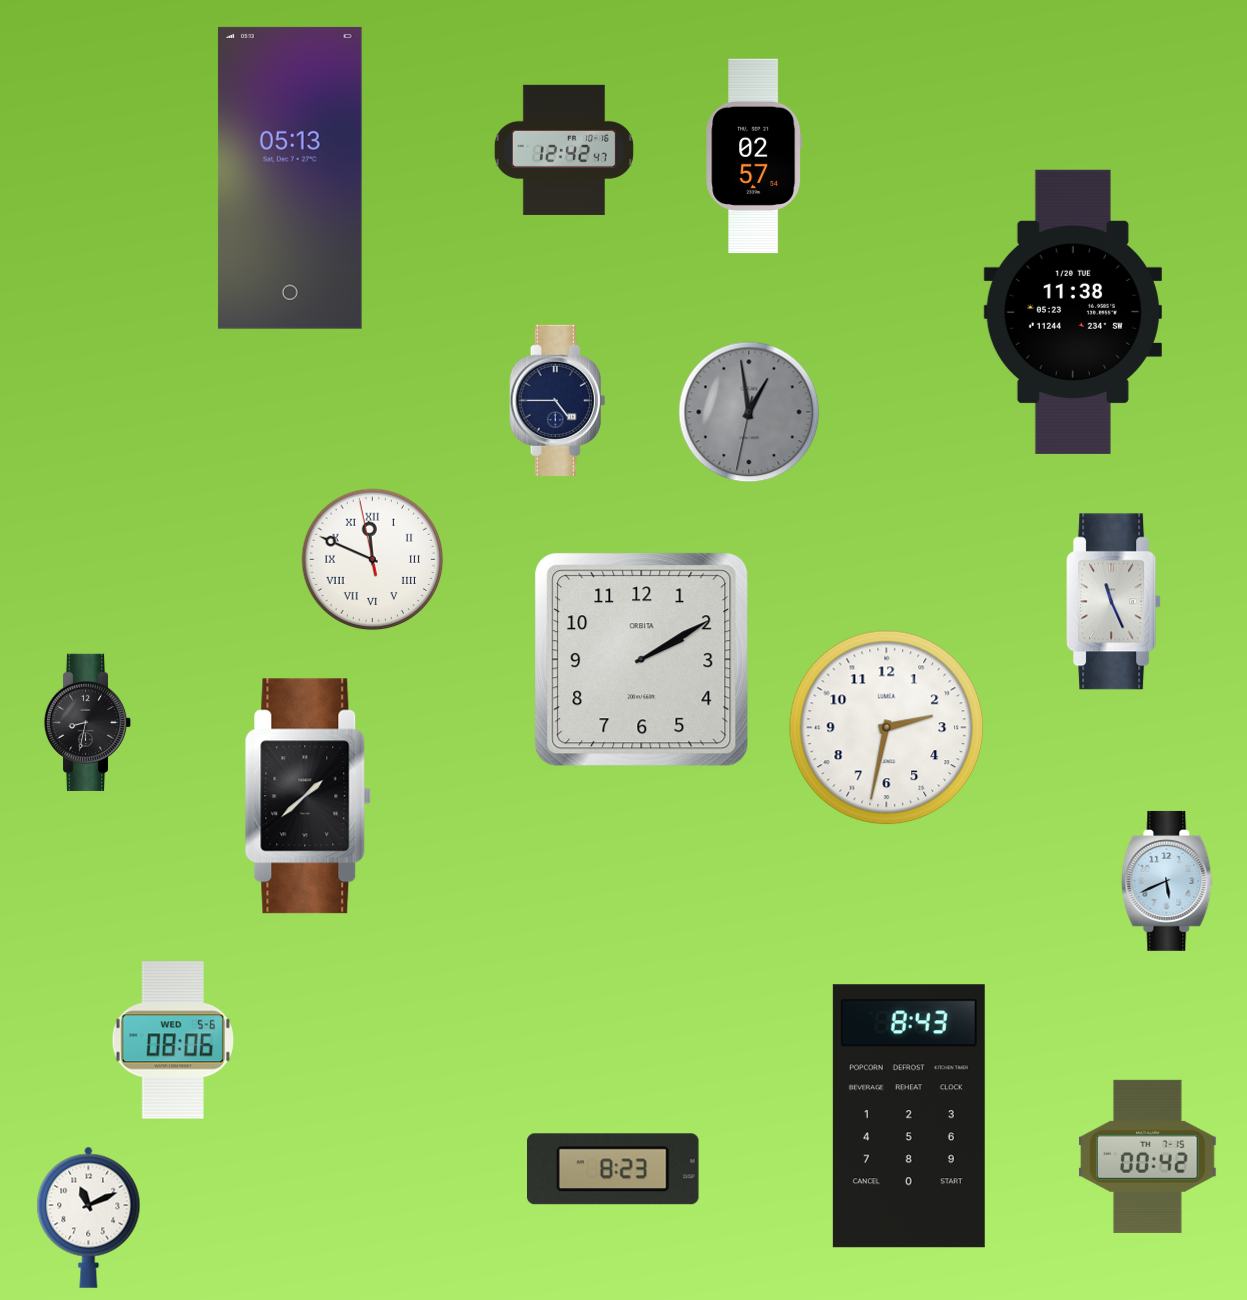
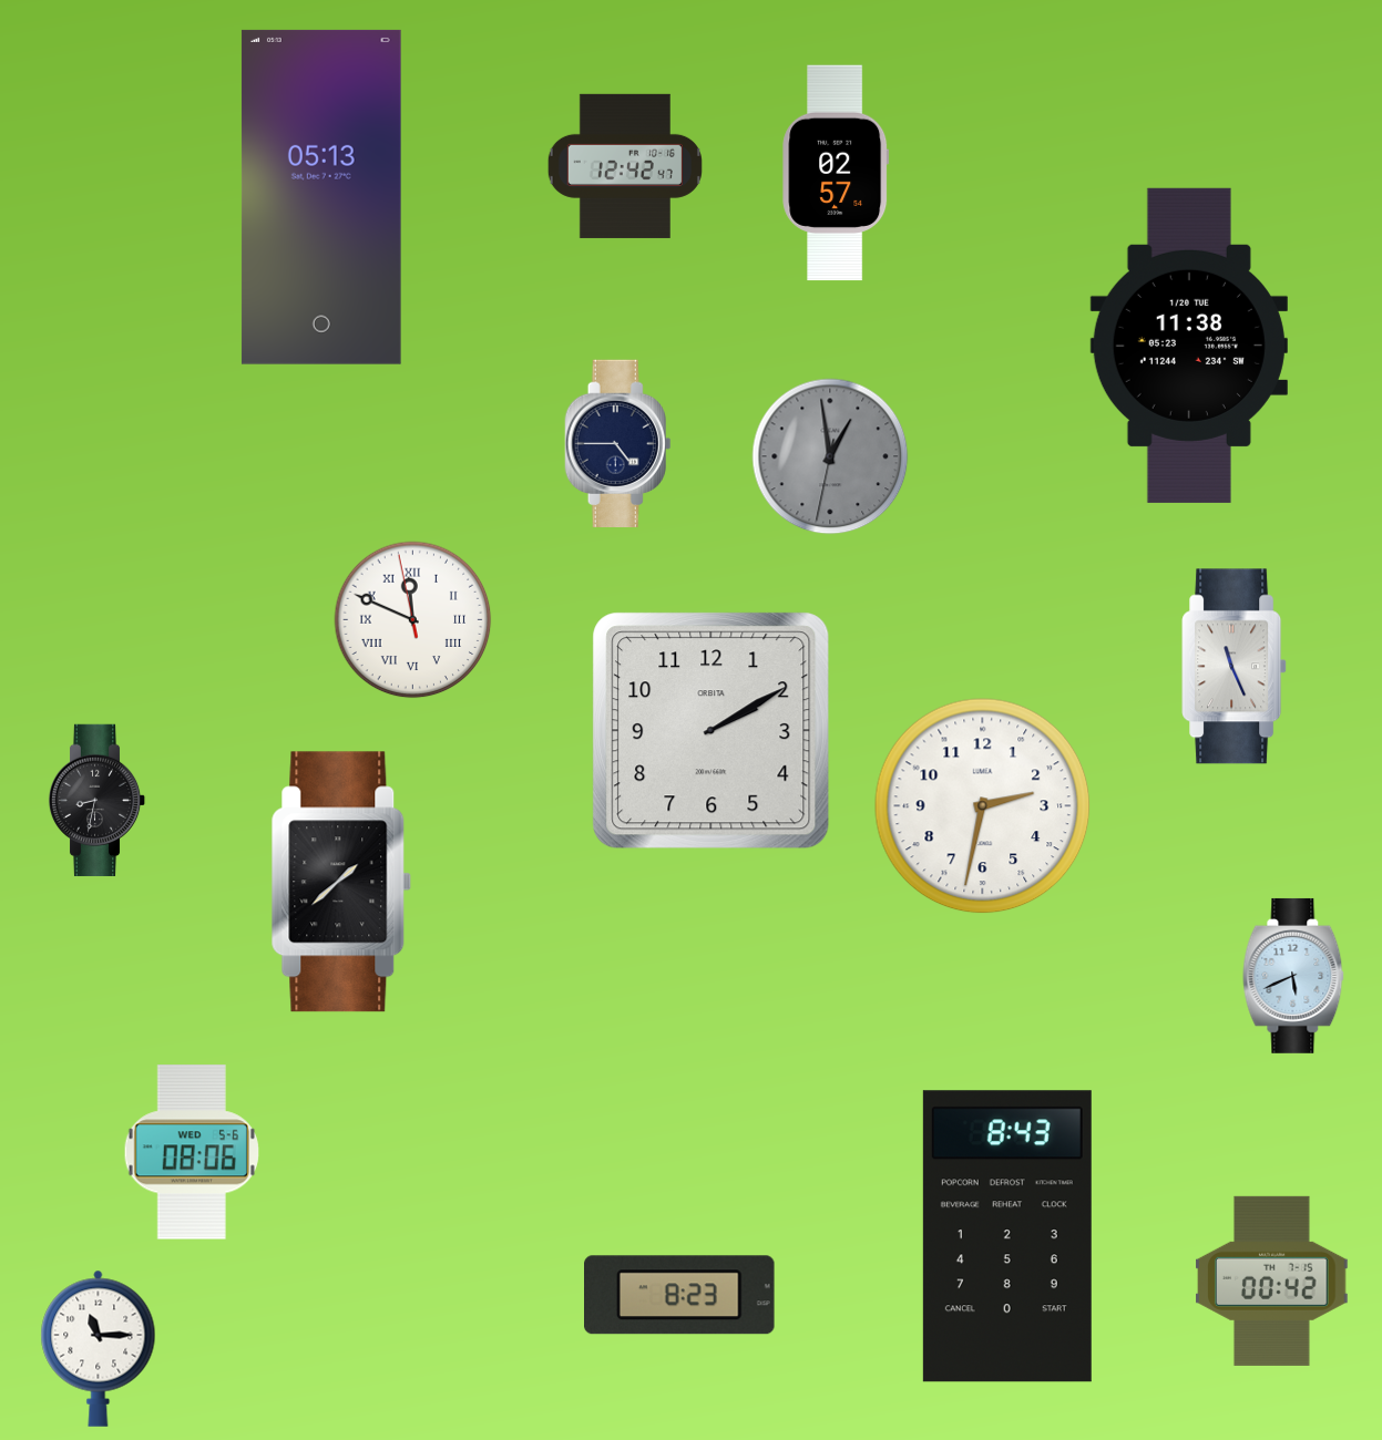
clock at (89, 1217): 11:11 -> 11:15
